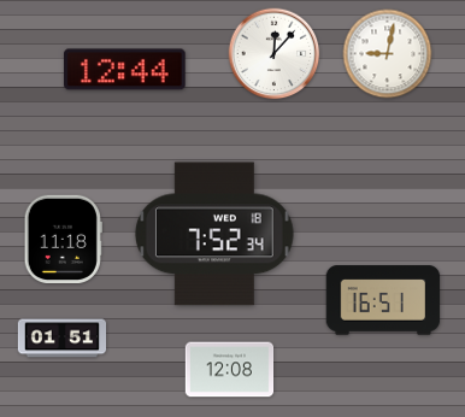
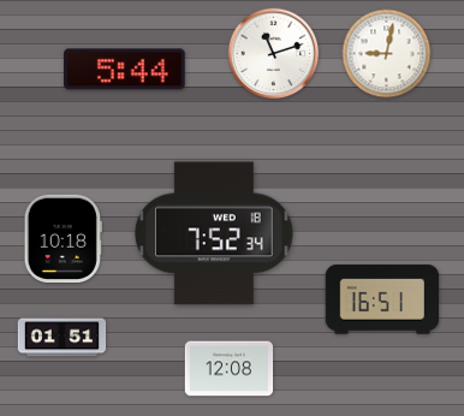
clock at (275, 54): 12:07 -> 11:12
clock at (125, 70): 12:44 -> 5:44
clock at (63, 239): 11:18 -> 10:18
